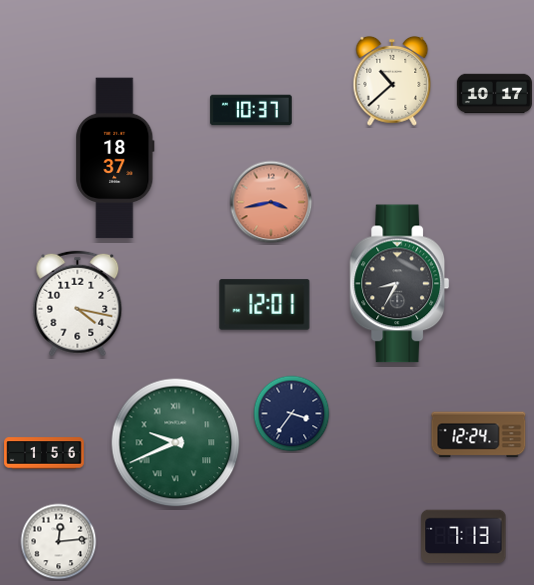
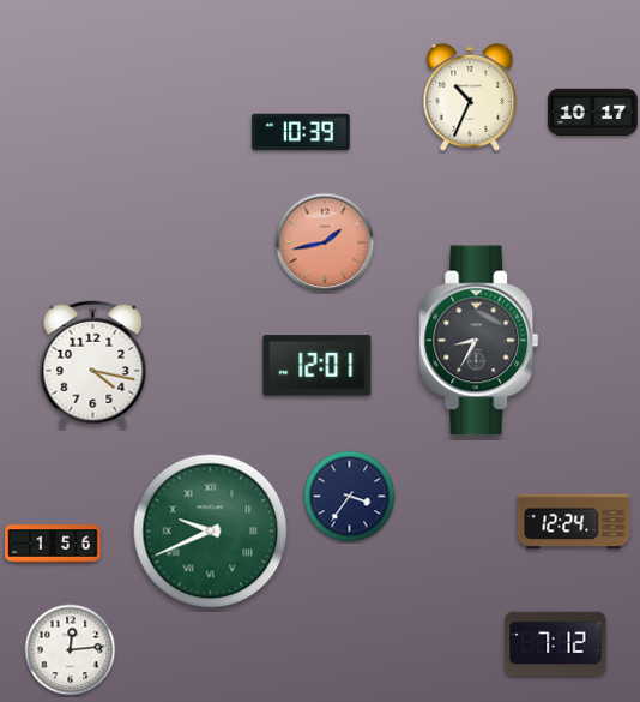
clock at (392, 81): 10:38 -> 10:34
clock at (251, 110): 10:37 -> 10:39
clock at (115, 158): 18:37 -> none
clock at (271, 202): 3:43 -> 1:43
clock at (464, 537): 7:13 -> 7:12
